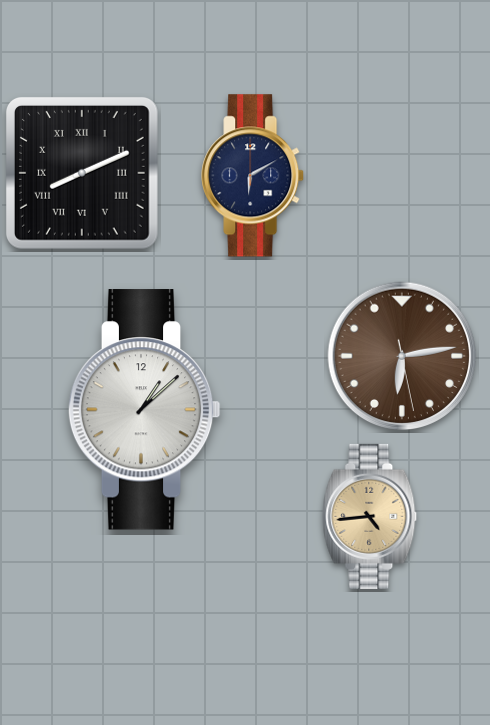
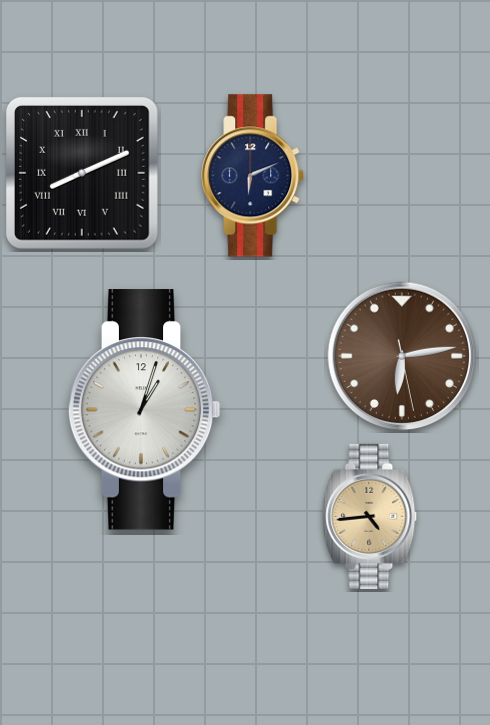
clock at (253, 176): 6:10 -> 6:11
clock at (144, 410): 1:08 -> 1:03
